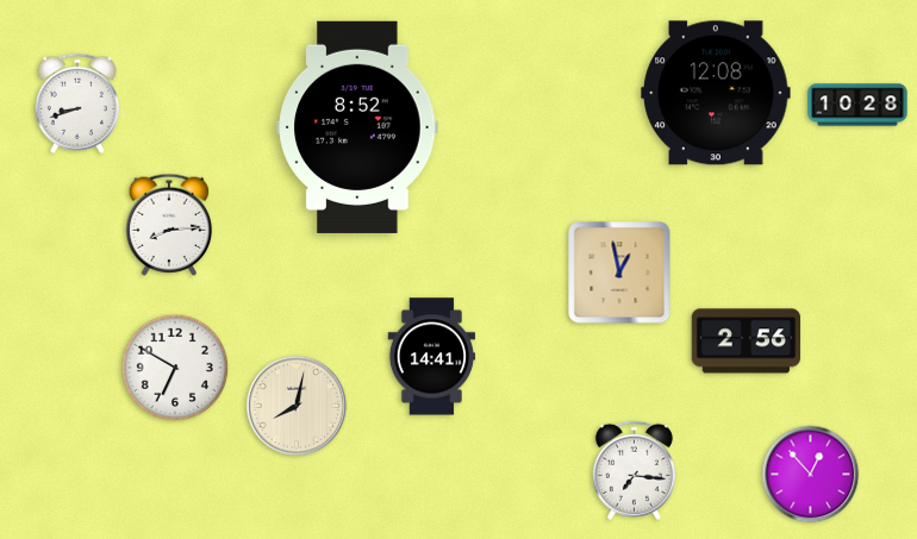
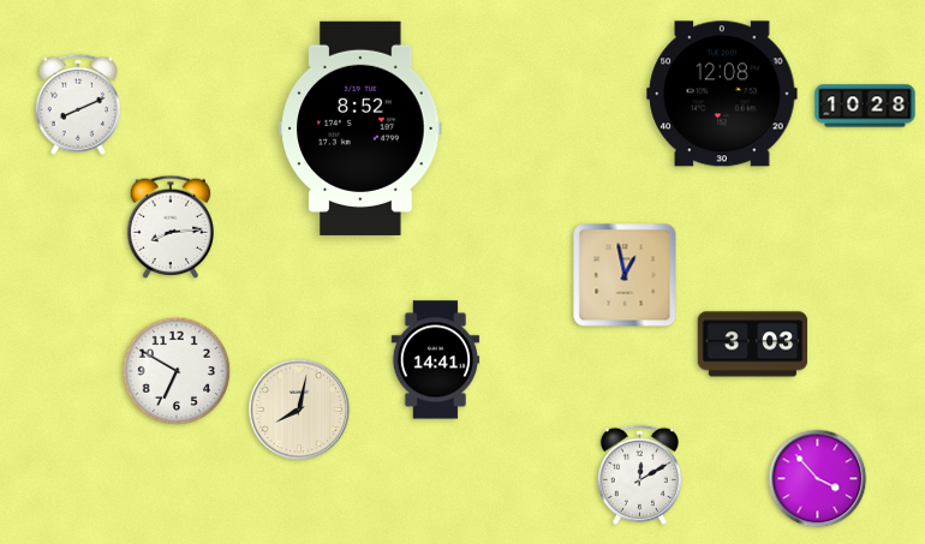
clock at (77, 104): 8:42 -> 8:11
clock at (747, 341): 2:56 -> 3:03
clock at (634, 470): 7:16 -> 12:10
clock at (811, 475): 12:53 -> 3:53
